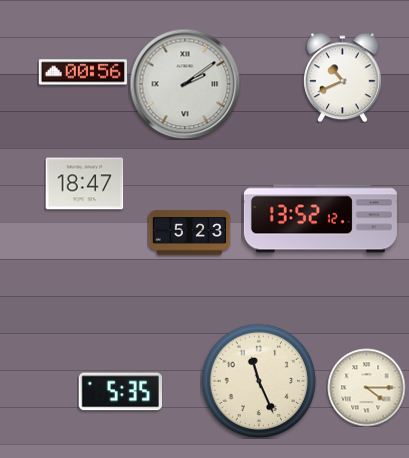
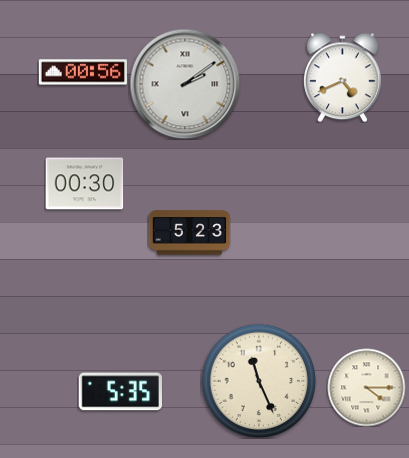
clock at (343, 77): 10:41 -> 4:41
clock at (84, 184): 18:47 -> 00:30
clock at (320, 219): 13:52 -> none
